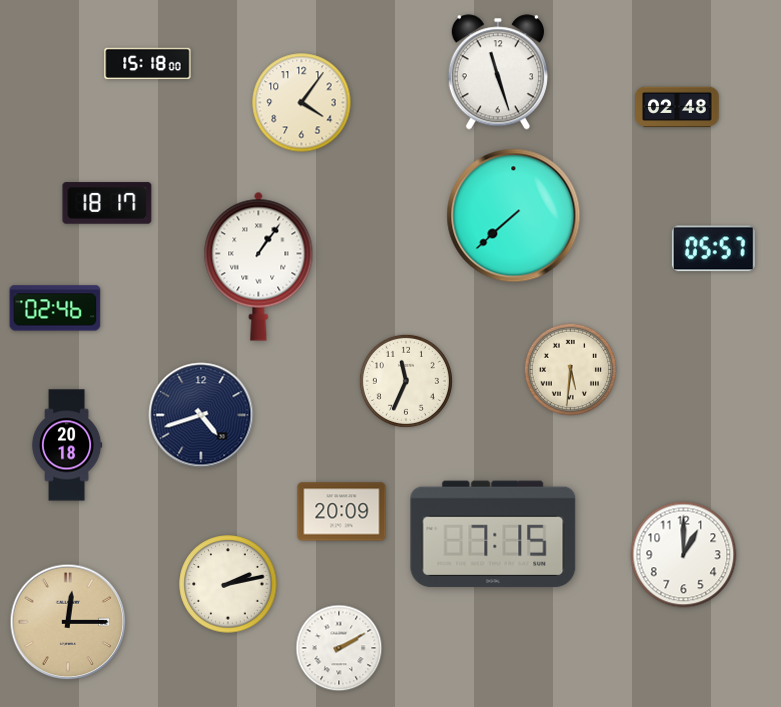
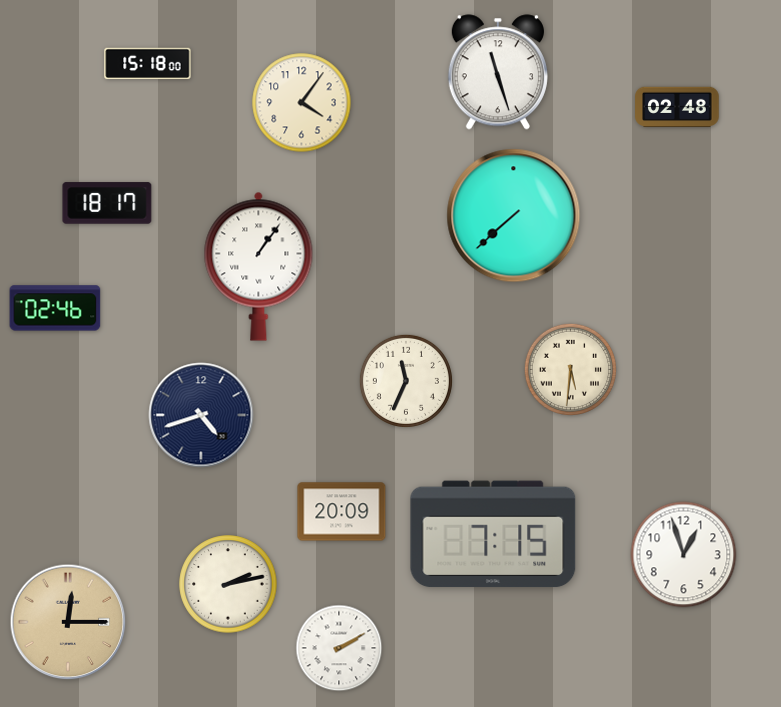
clock at (713, 249): 05:57 -> none
clock at (67, 445): 20:18 -> none
clock at (684, 555): 1:00 -> 12:57
